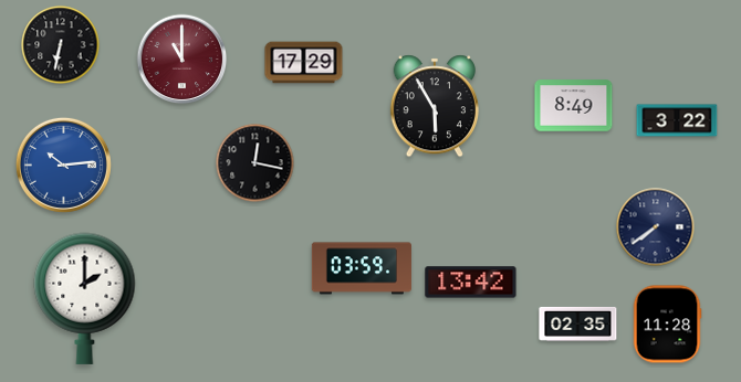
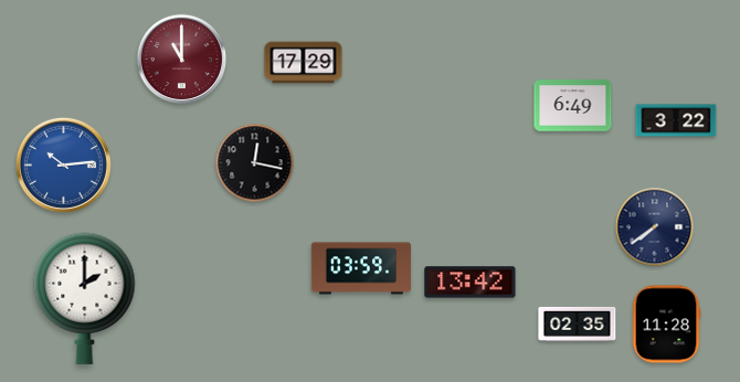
clock at (61, 45): 6:32 -> none
clock at (434, 106): 5:55 -> none
clock at (574, 106): 8:49 -> 6:49
